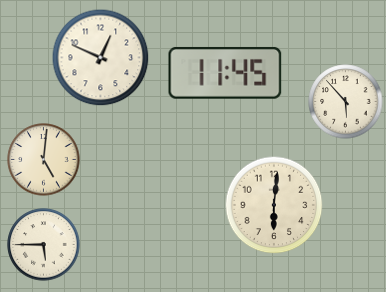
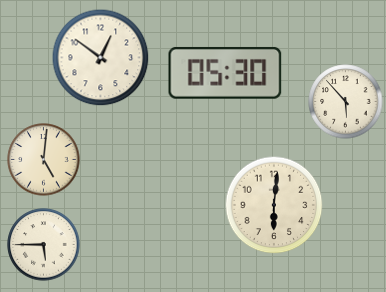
clock at (101, 58): 12:49 -> 12:51
clock at (225, 73): 11:45 -> 05:30
